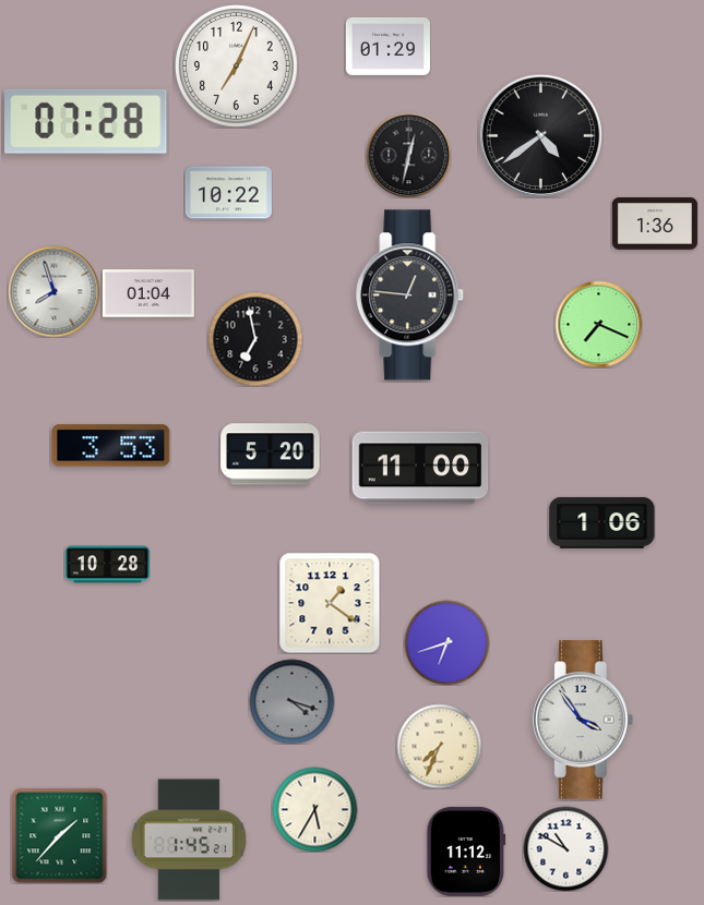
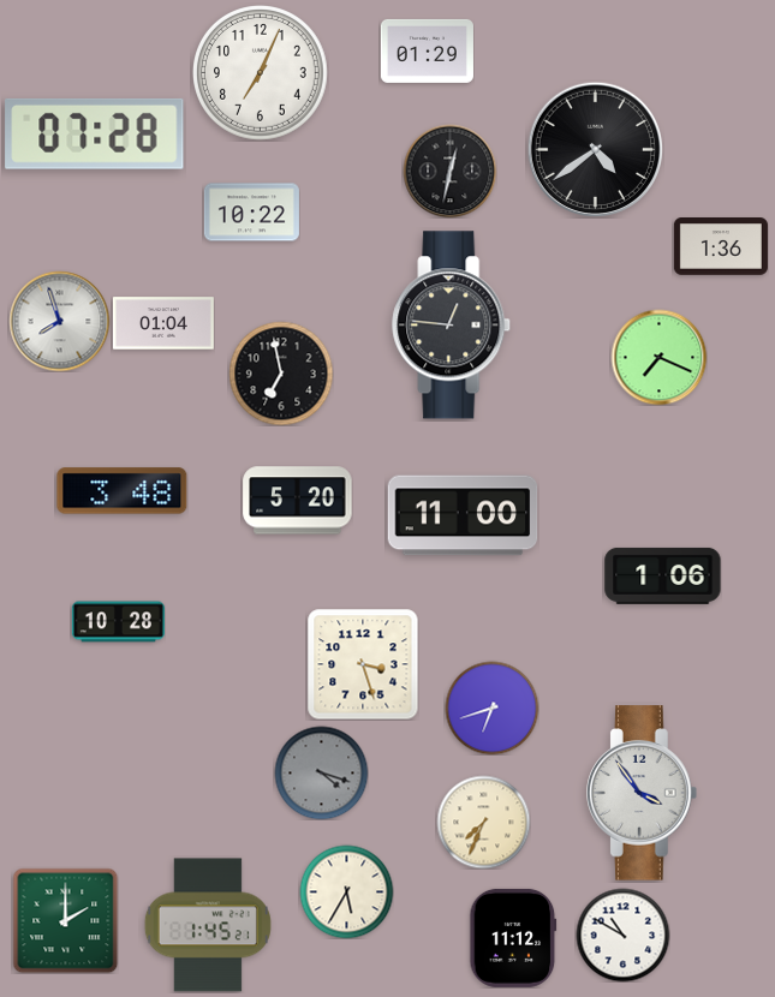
clock at (111, 446): 3:53 -> 3:48
clock at (330, 603): 1:21 -> 3:27
clock at (59, 835): 1:37 -> 2:00
